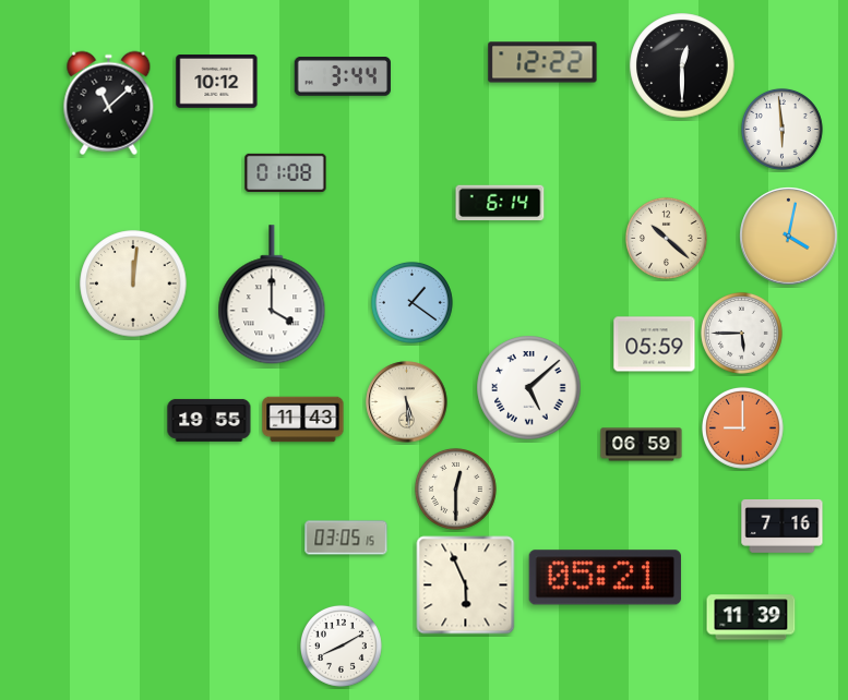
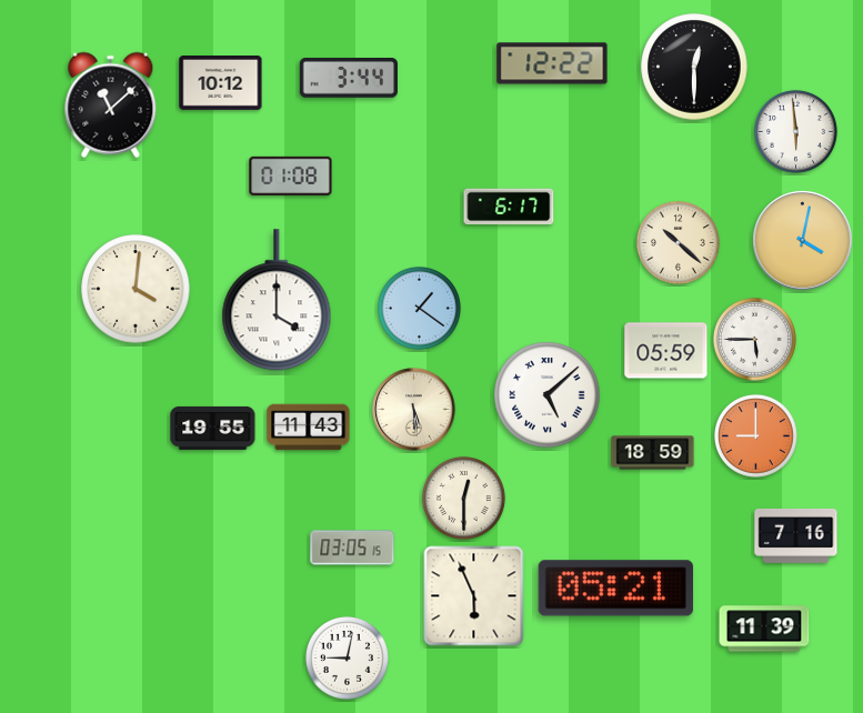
clock at (500, 203): 6:14 -> 6:17
clock at (133, 283): 12:01 -> 4:01
clock at (529, 388) position: (529, 388) -> (548, 395)
clock at (642, 445): 06:59 -> 18:59
clock at (341, 645): 8:10 -> 9:02
